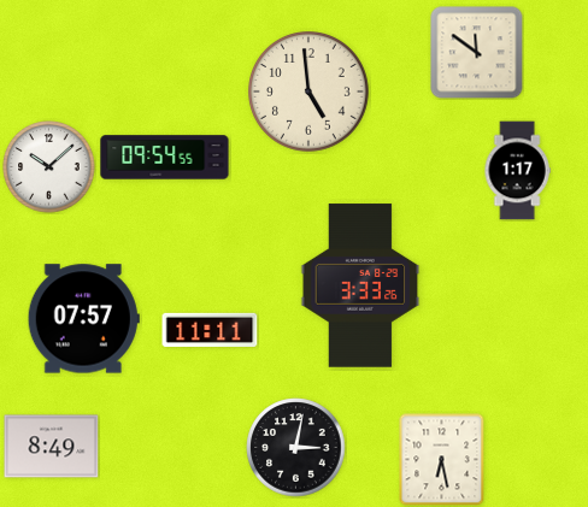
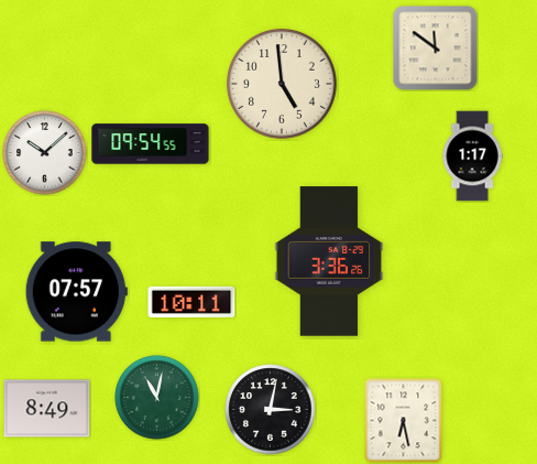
clock at (360, 285): 3:33 -> 3:36
clock at (210, 330): 11:11 -> 10:11
clock at (157, 398): none -> 11:02
